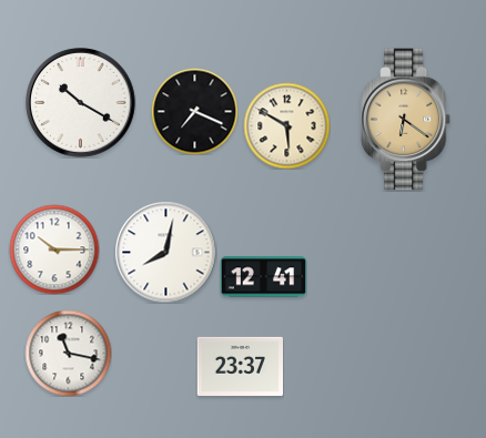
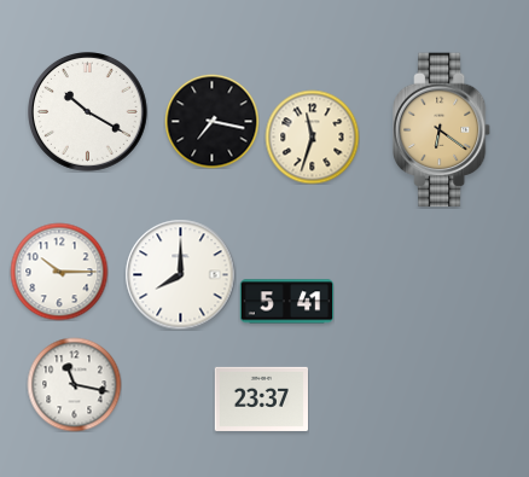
clock at (194, 111): 7:19 -> 7:17
clock at (286, 125): 5:50 -> 11:33
clock at (165, 252): 8:02 -> 8:00
clock at (263, 277): 12:41 -> 5:41
